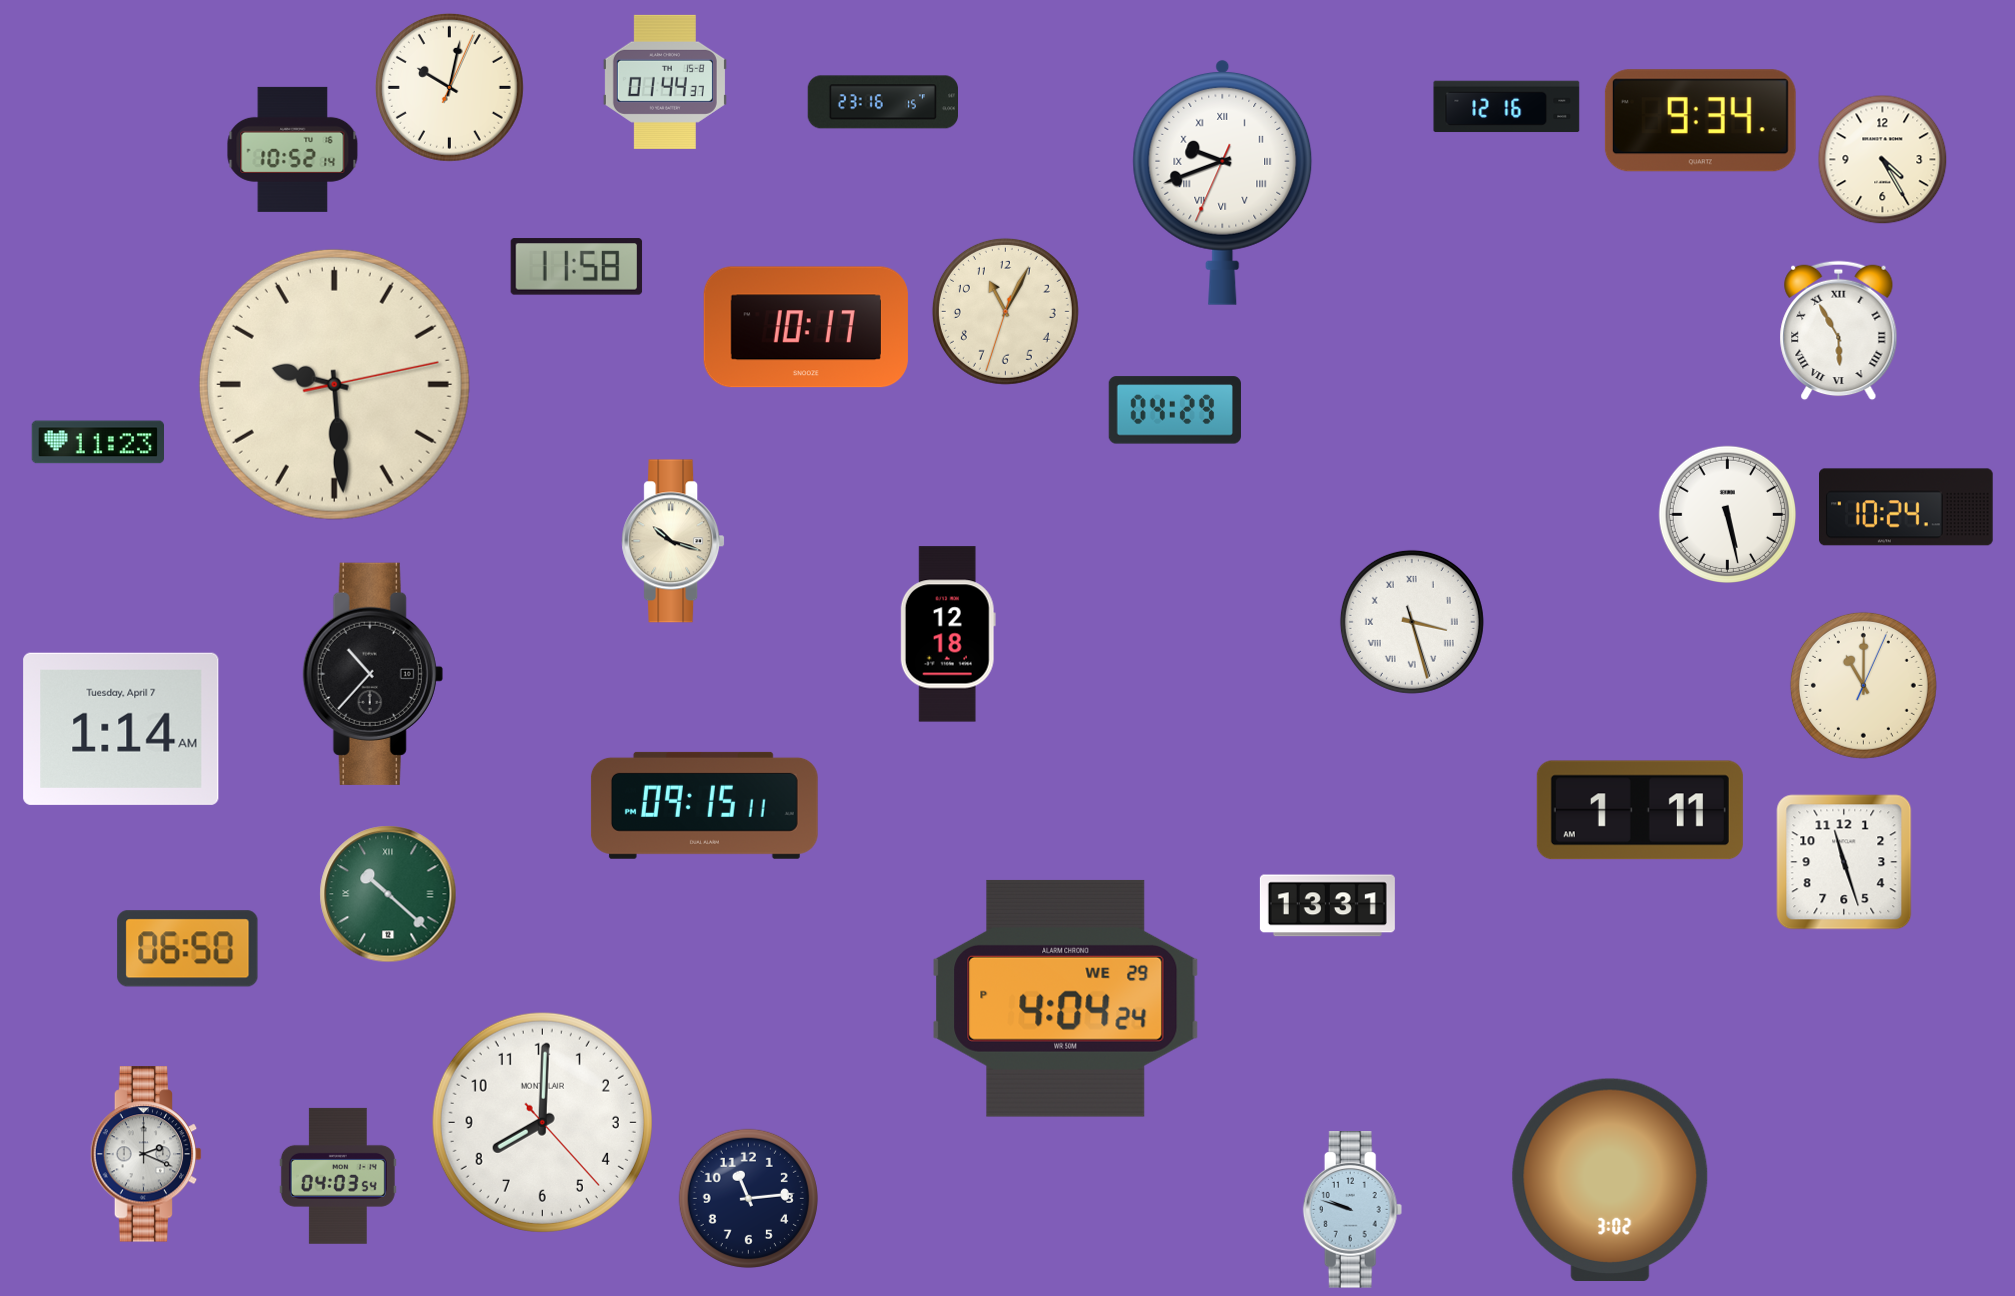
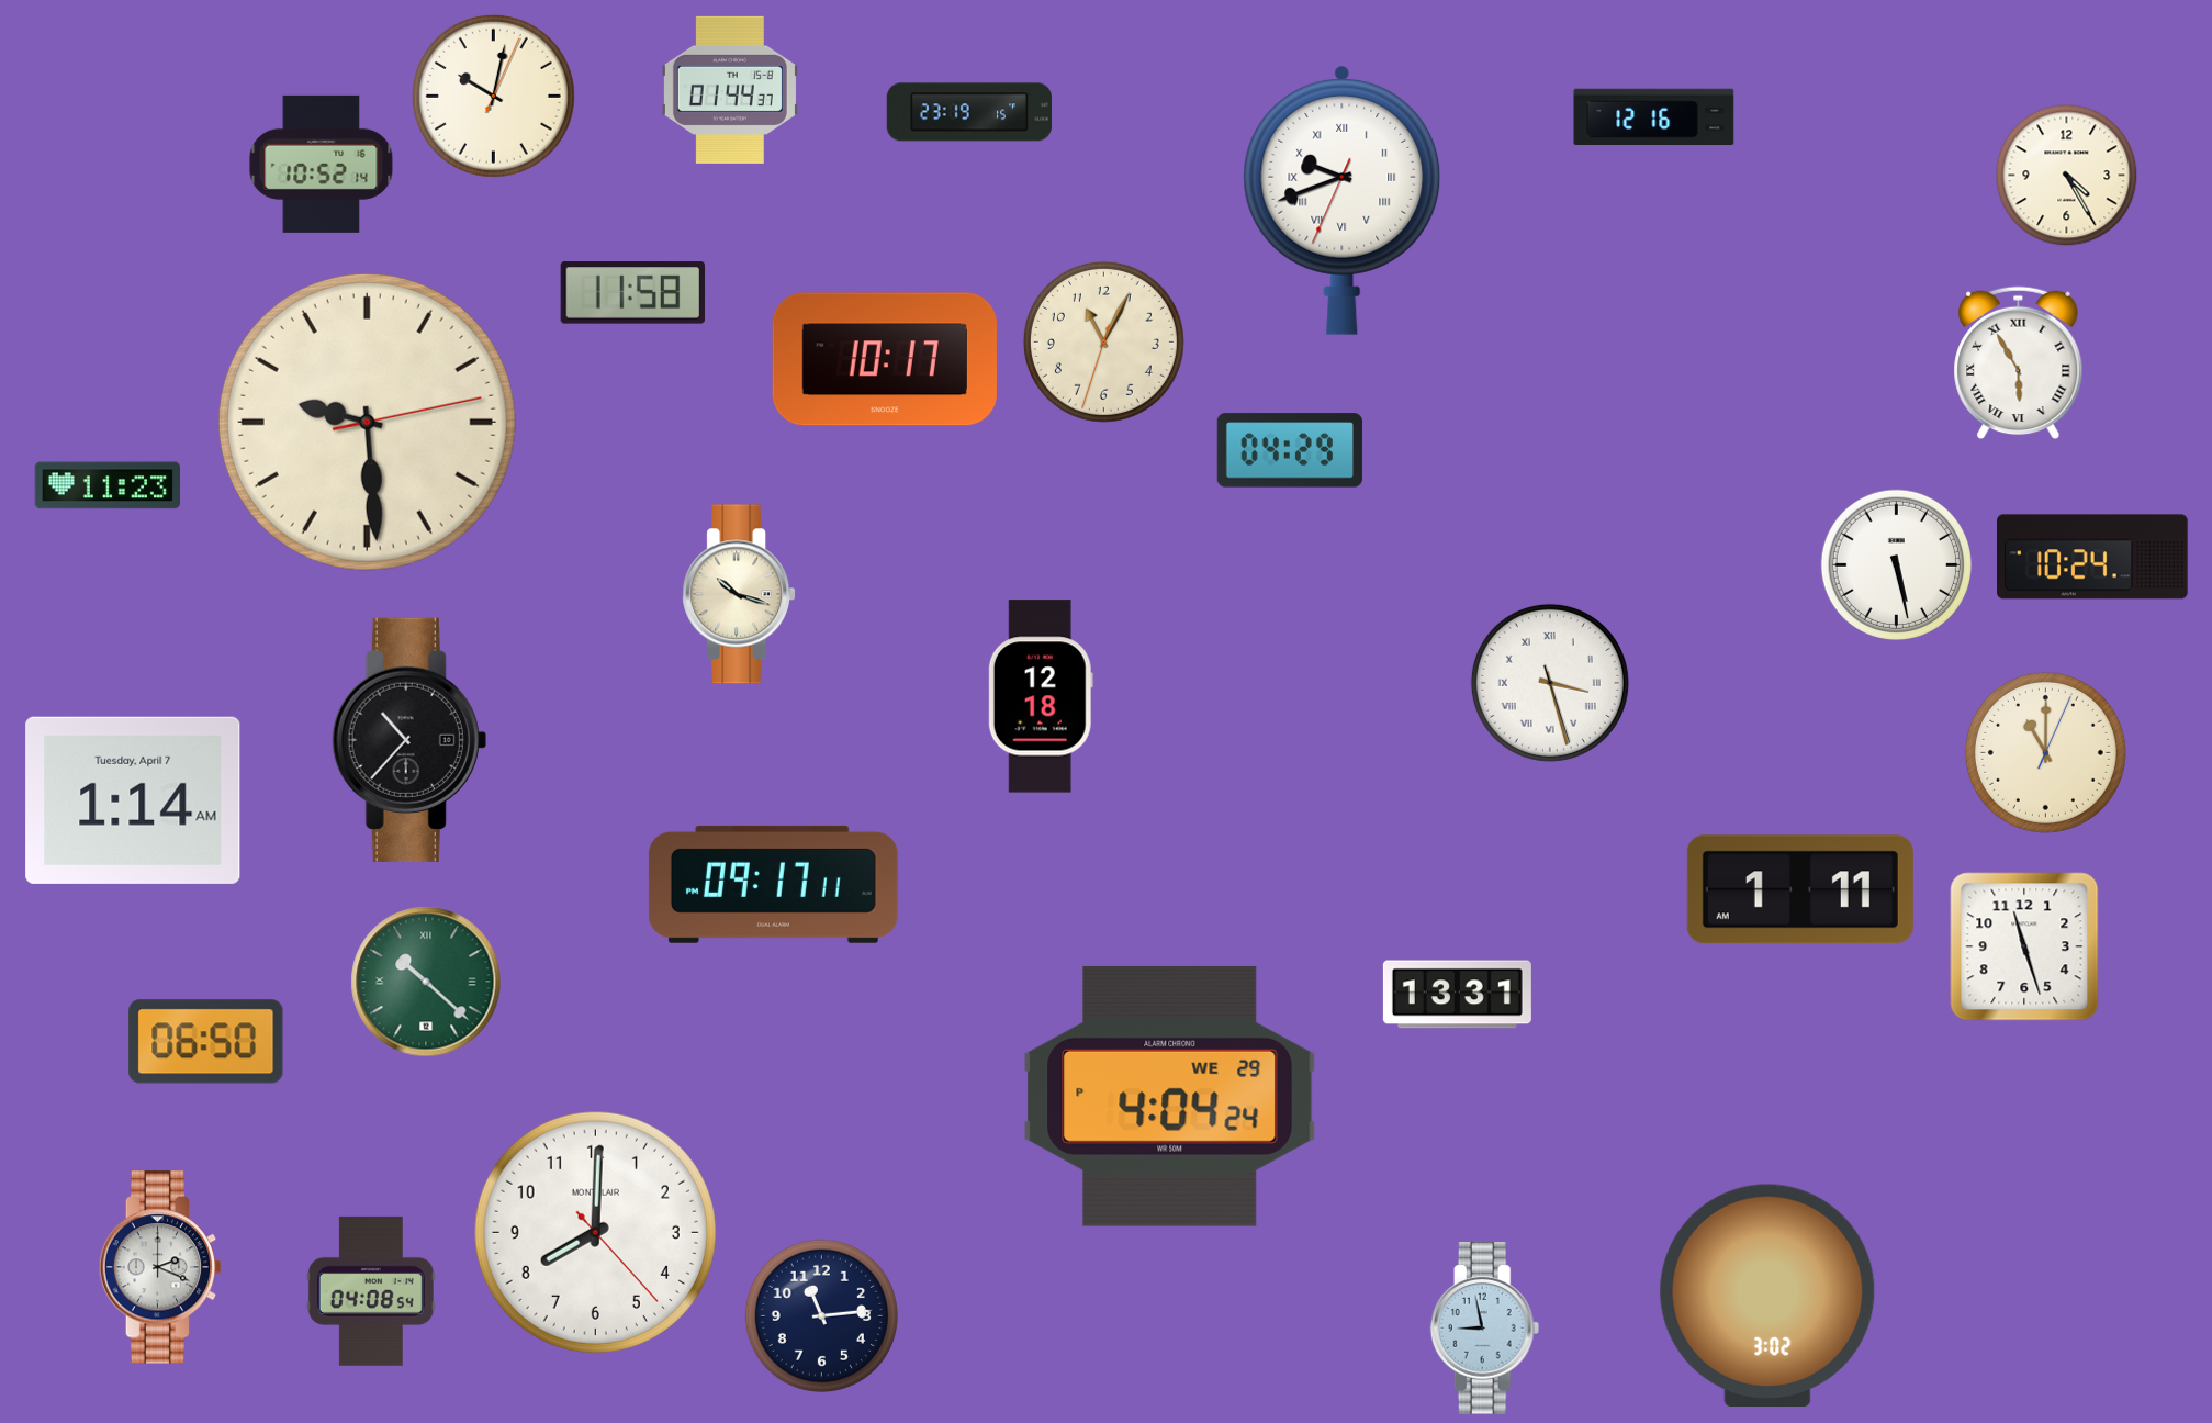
clock at (882, 102): 23:16 -> 23:19
clock at (1700, 121): 9:34 -> none
clock at (704, 805): 09:15 -> 09:17
clock at (338, 1176): 04:03 -> 04:08
clock at (1353, 1210): 9:48 -> 8:58
